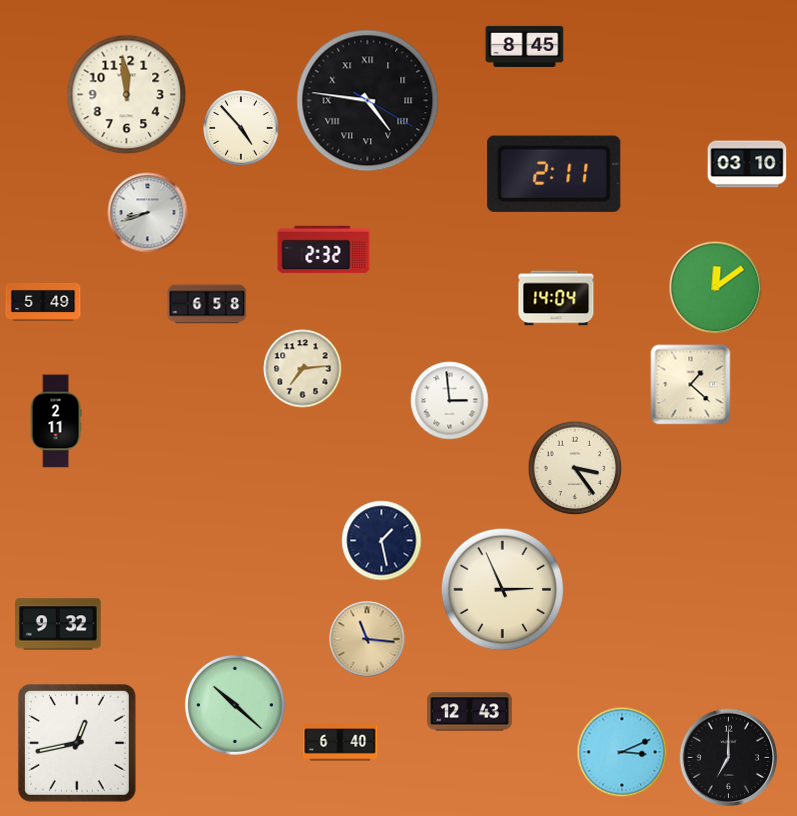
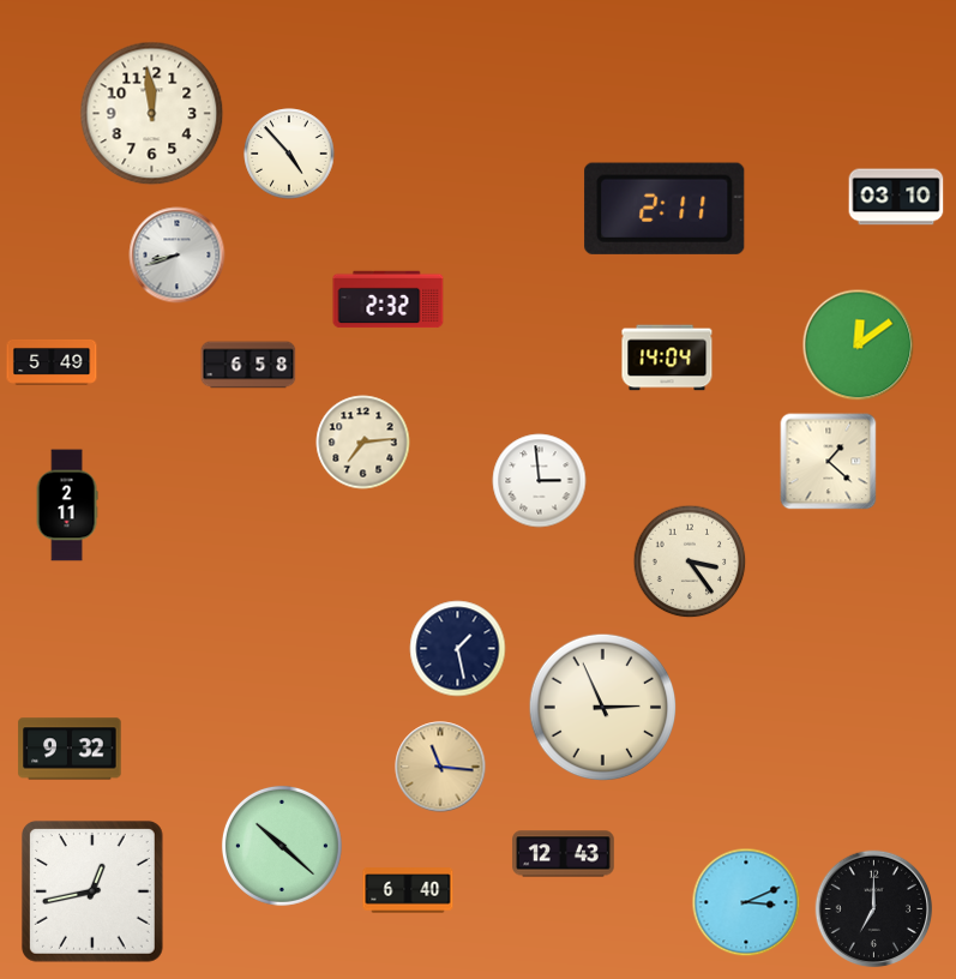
clock at (525, 46): 8:45 -> none
clock at (368, 101): 4:46 -> none
